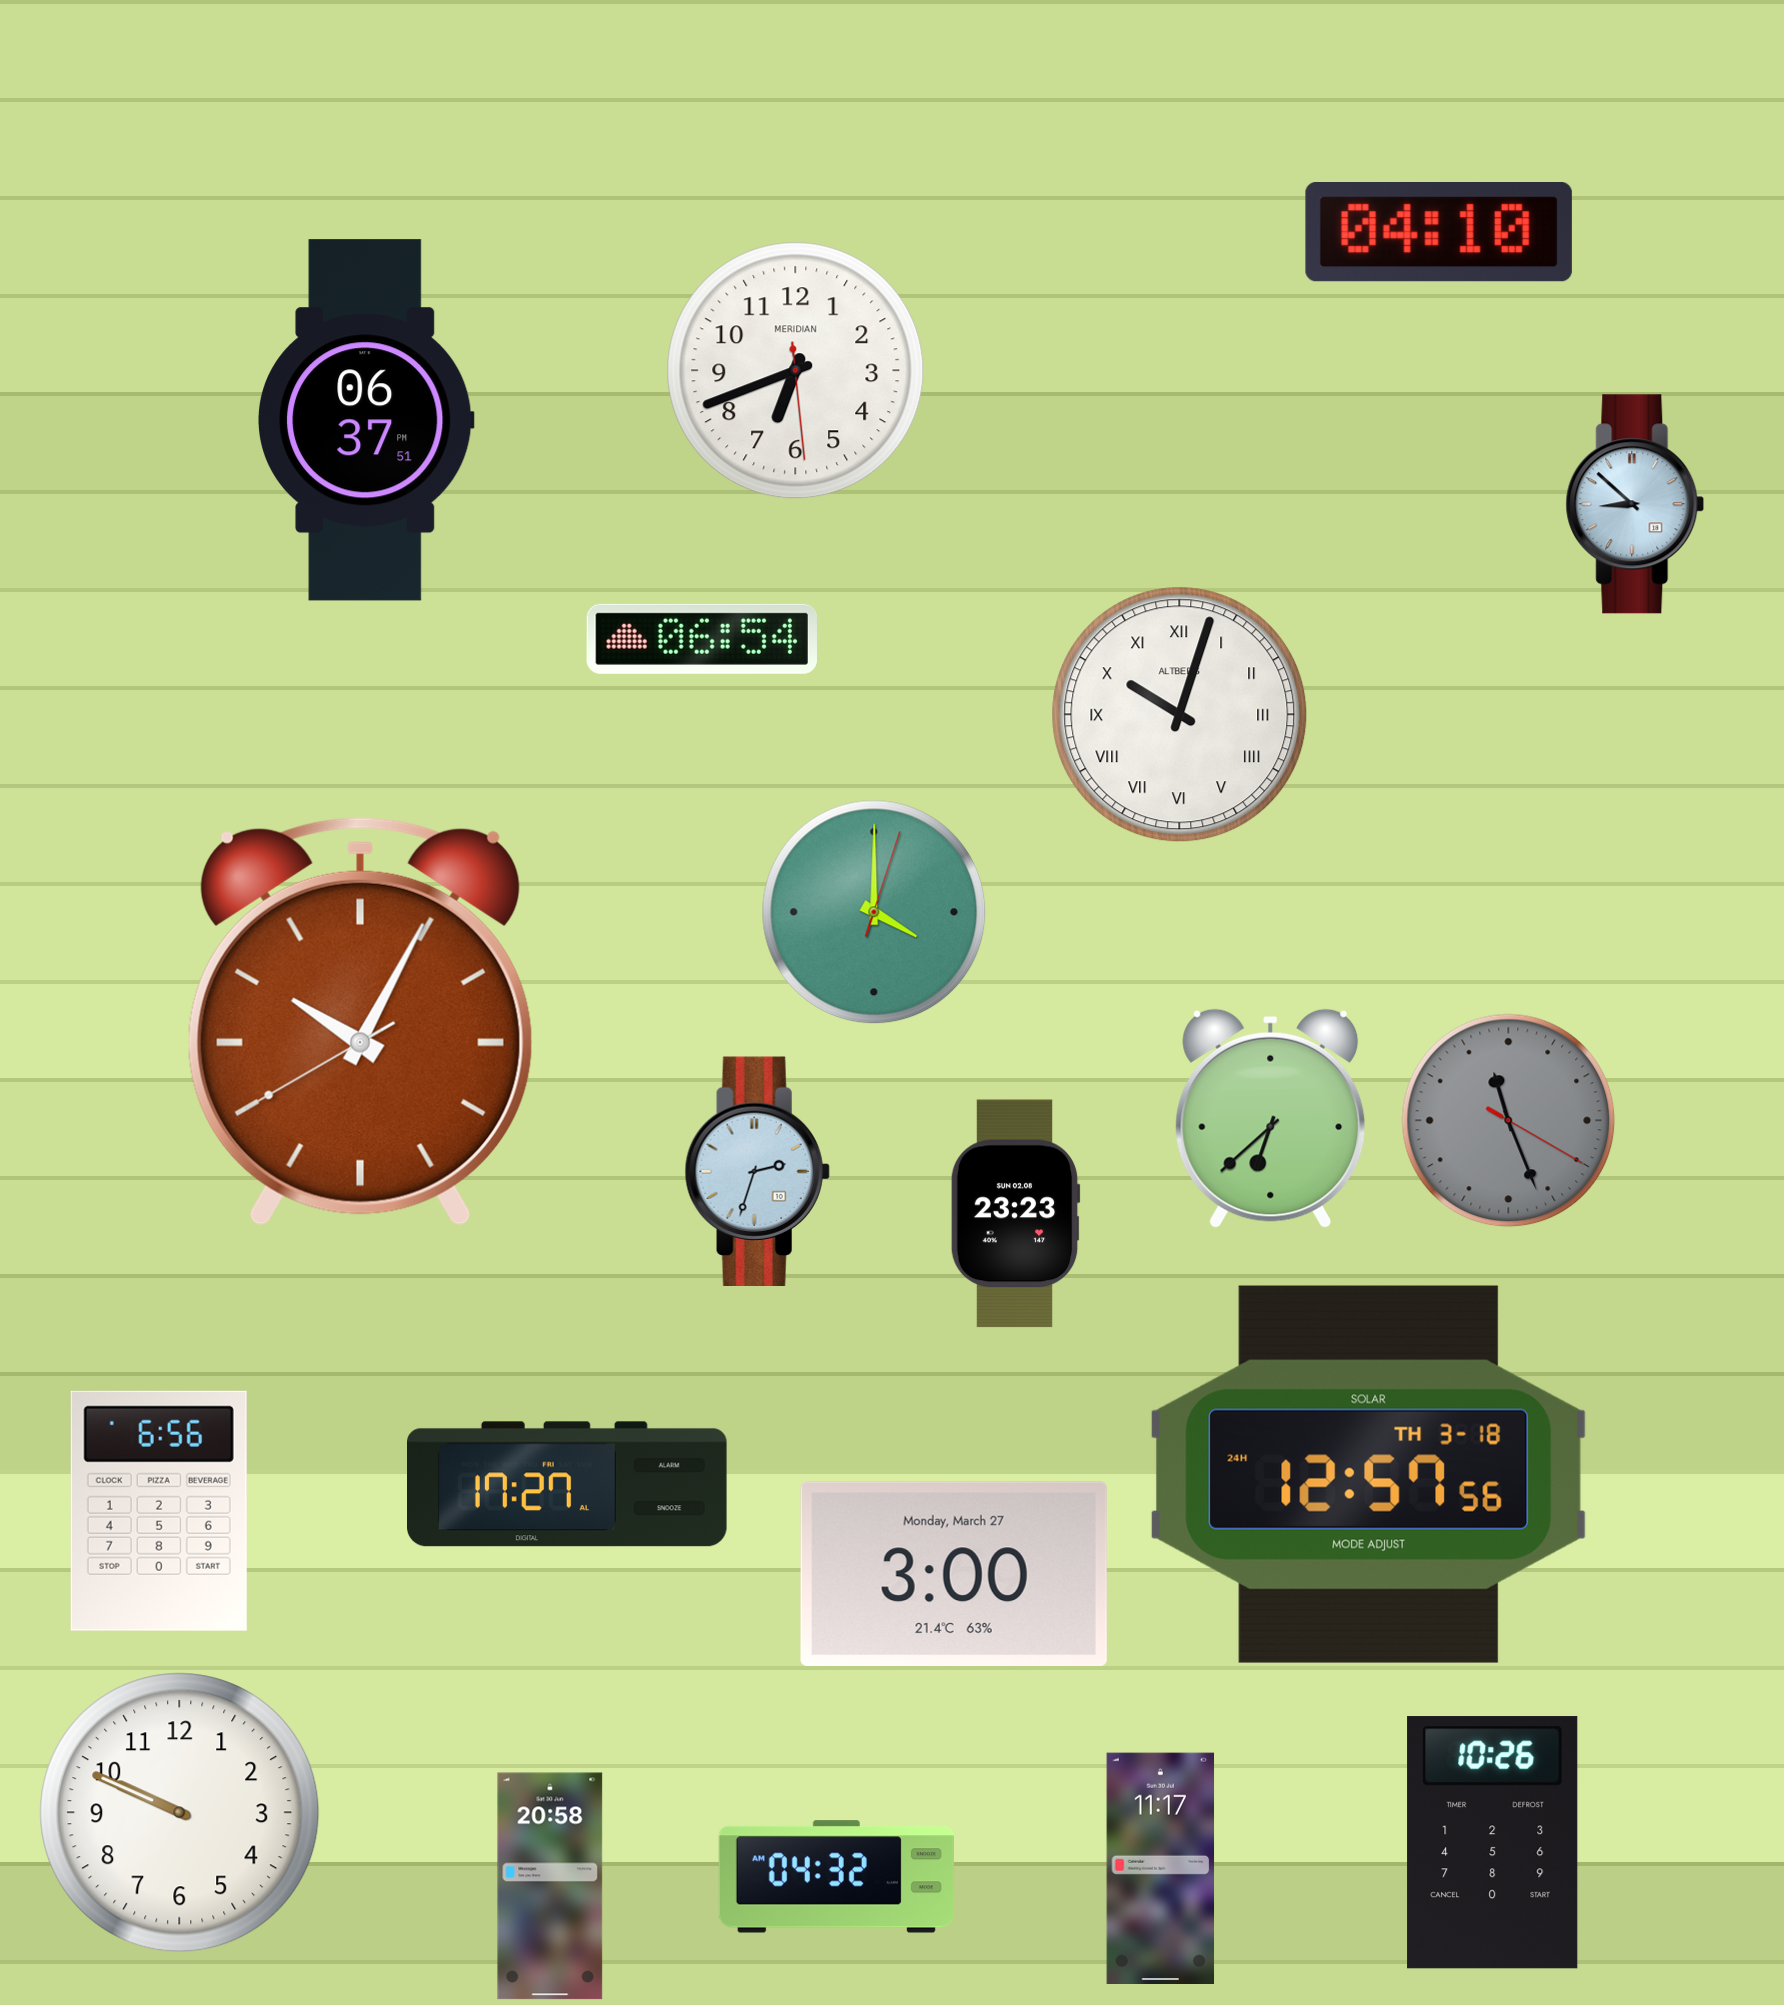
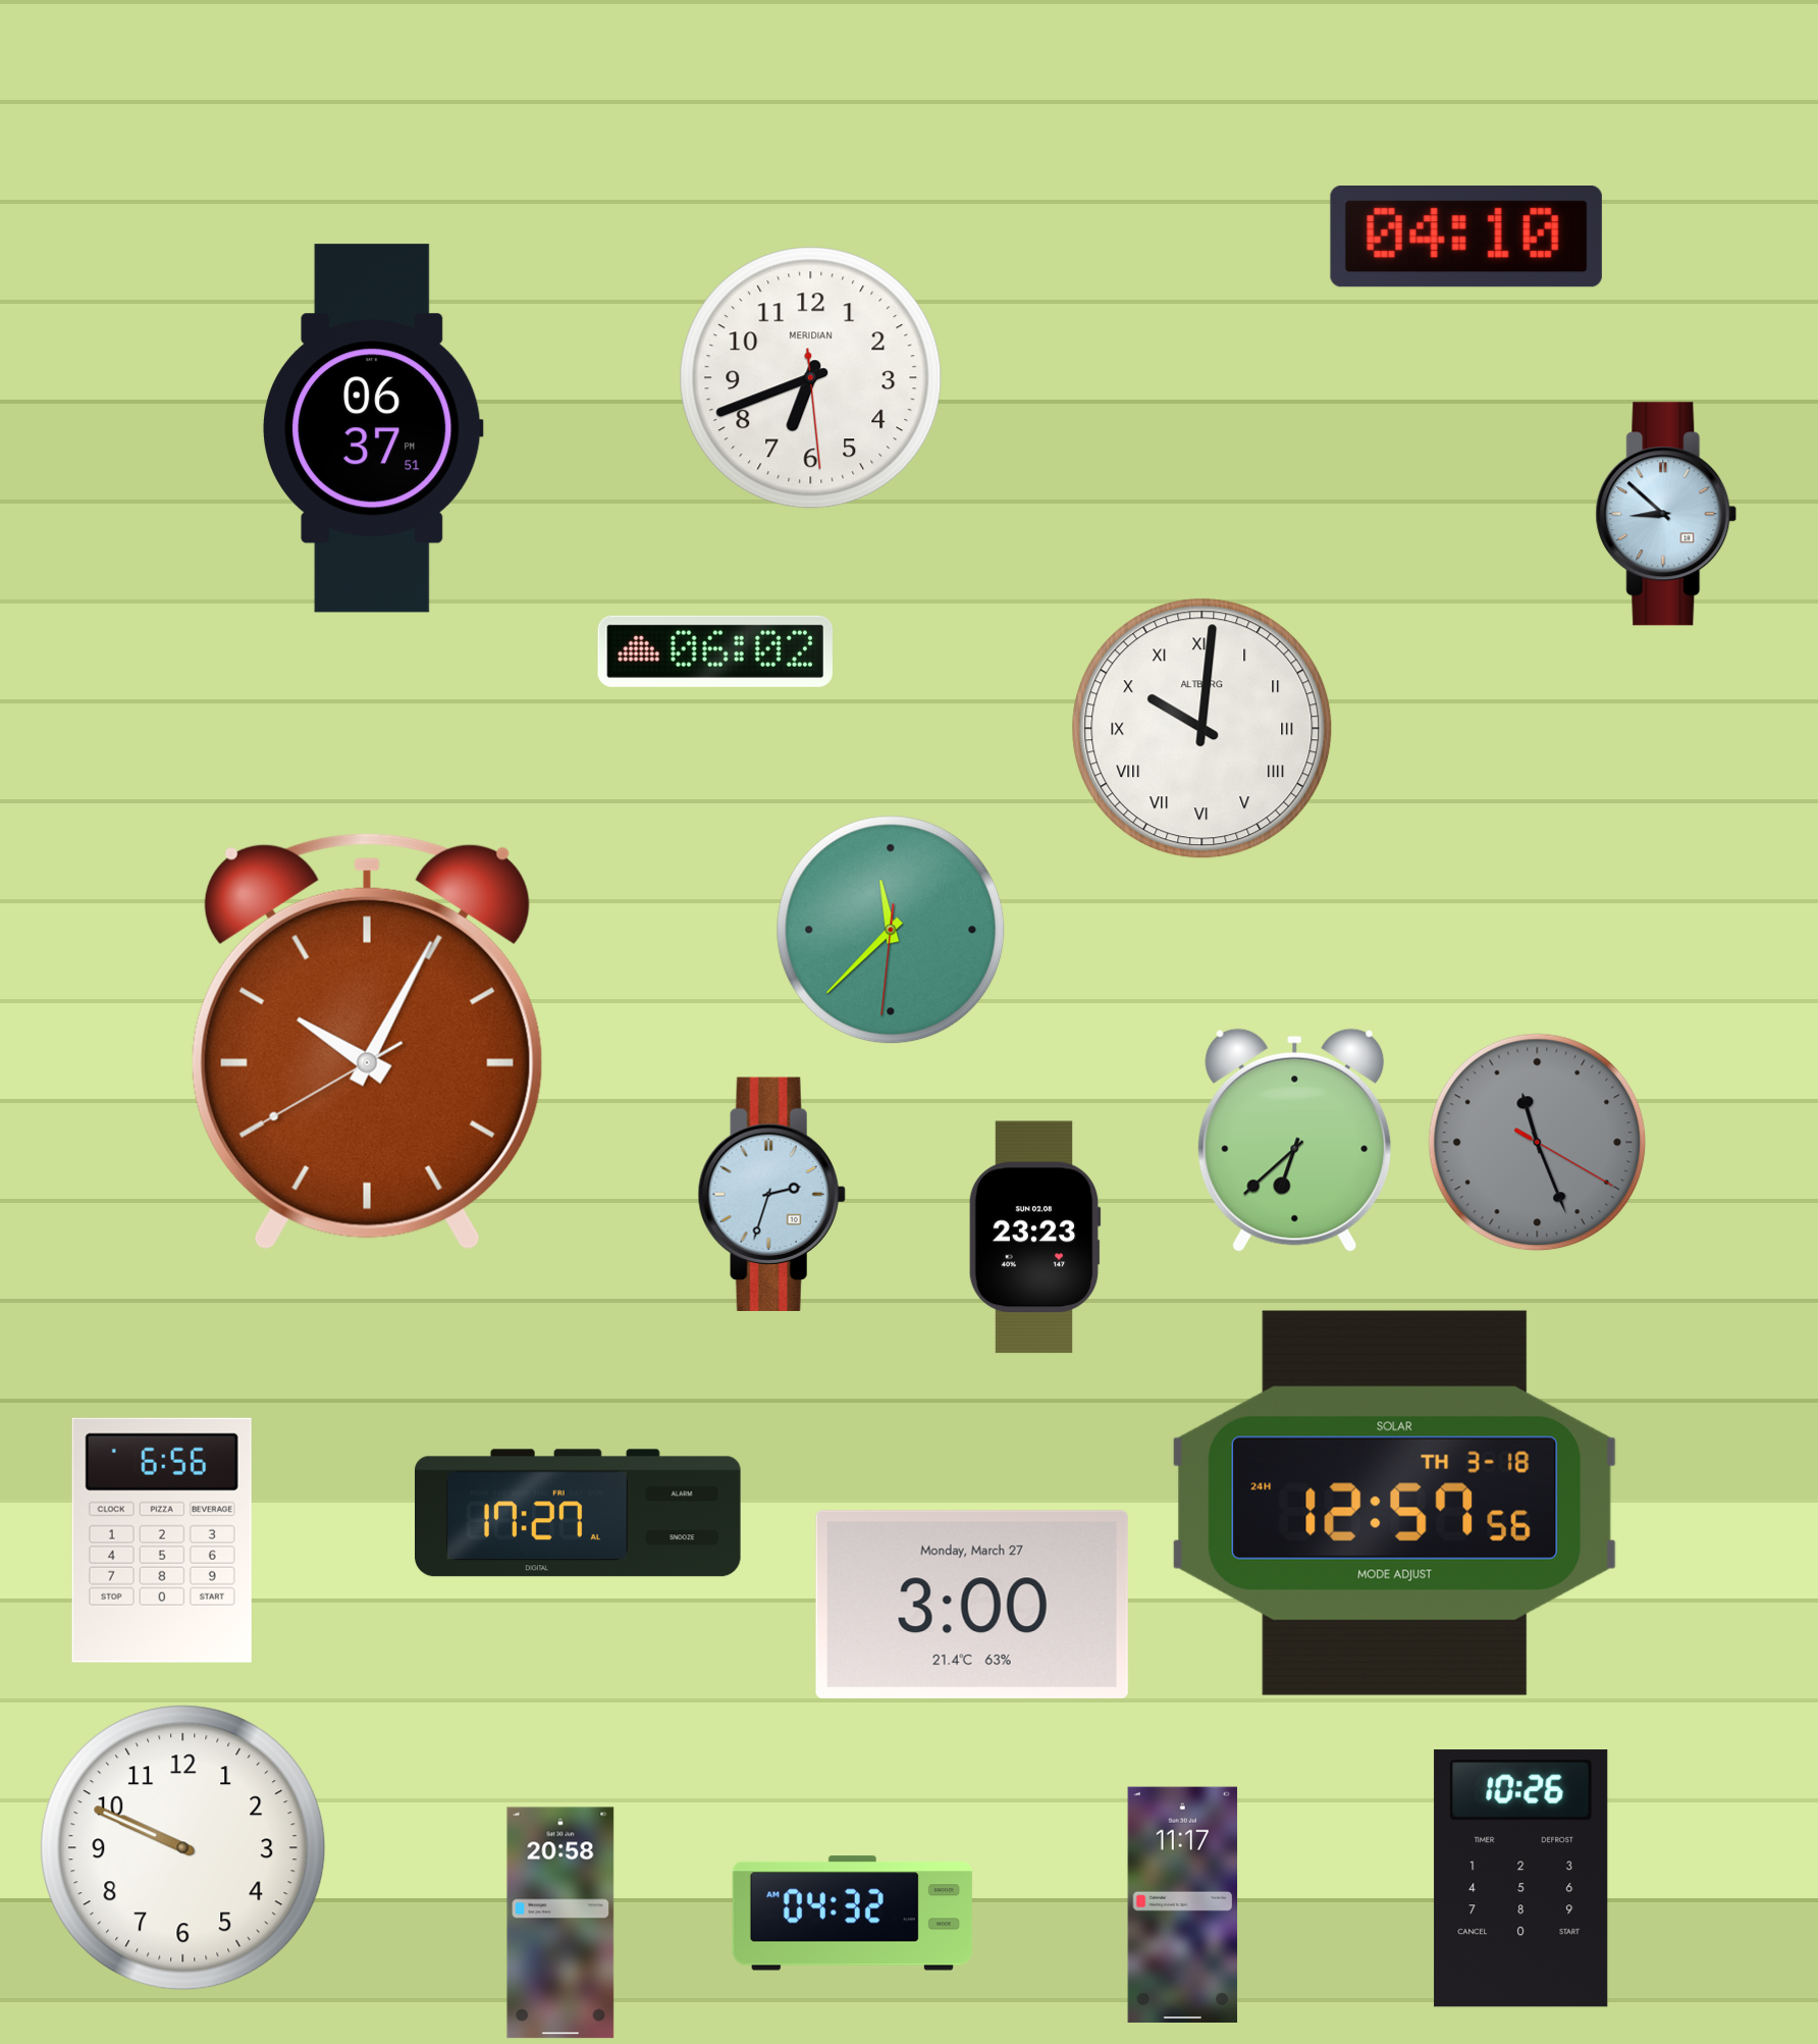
clock at (702, 639): 06:54 -> 06:02
clock at (1180, 715): 10:03 -> 10:01
clock at (874, 912): 4:00 -> 11:37
